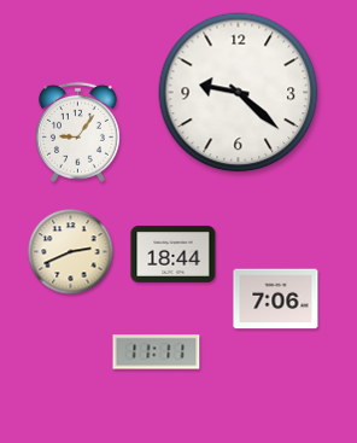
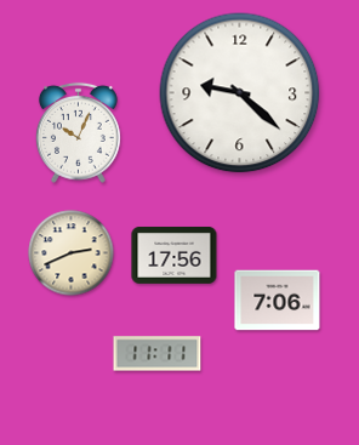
clock at (77, 132): 9:06 -> 10:04
clock at (174, 253): 18:44 -> 17:56
